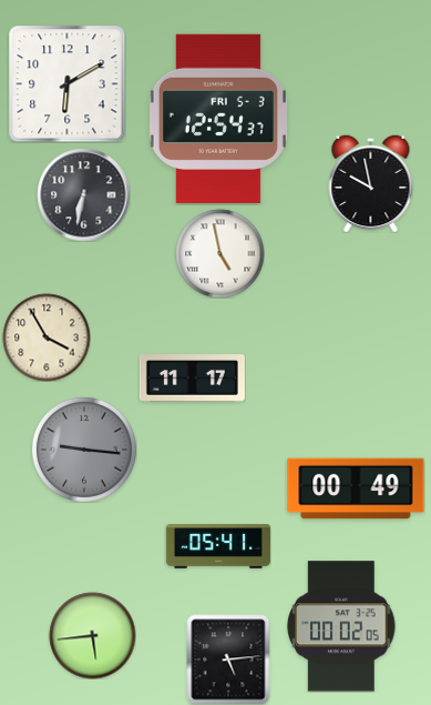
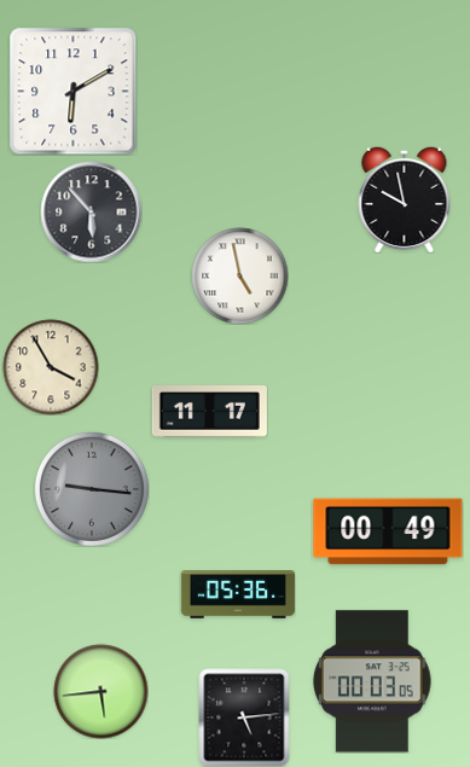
clock at (218, 118): 12:54 -> none
clock at (83, 194): 6:32 -> 5:53
clock at (218, 546): 05:41 -> 05:36
clock at (341, 626): 00:02 -> 00:03
clock at (228, 659) position: (228, 659) -> (244, 717)
